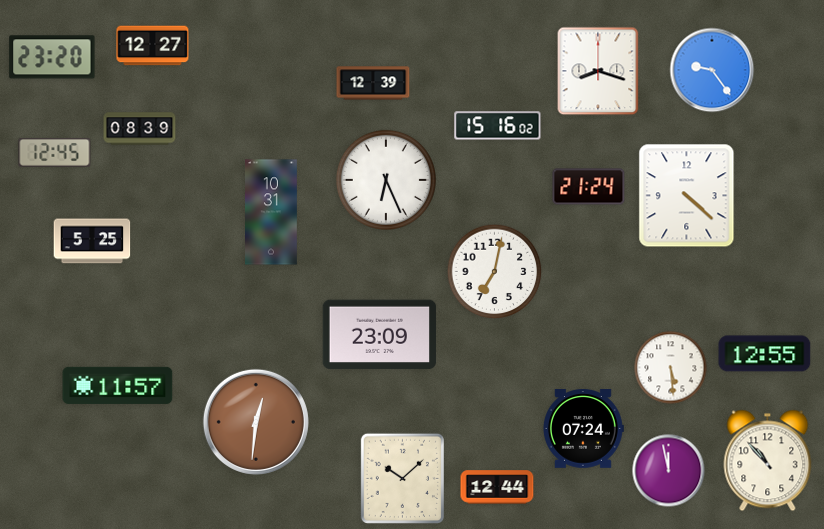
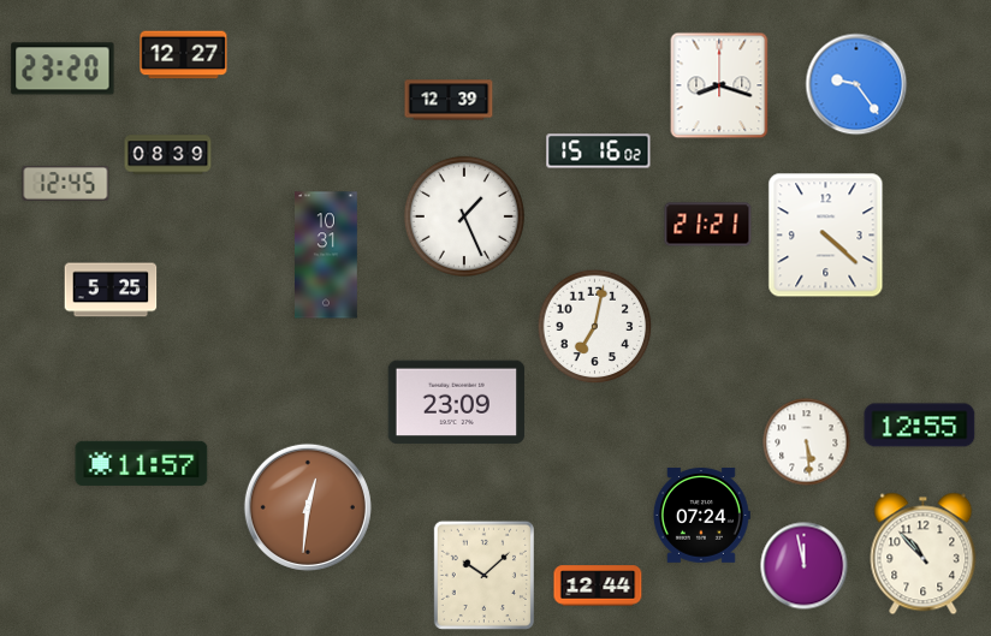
clock at (386, 180): 6:26 -> 1:26
clock at (589, 187): 21:24 -> 21:21
